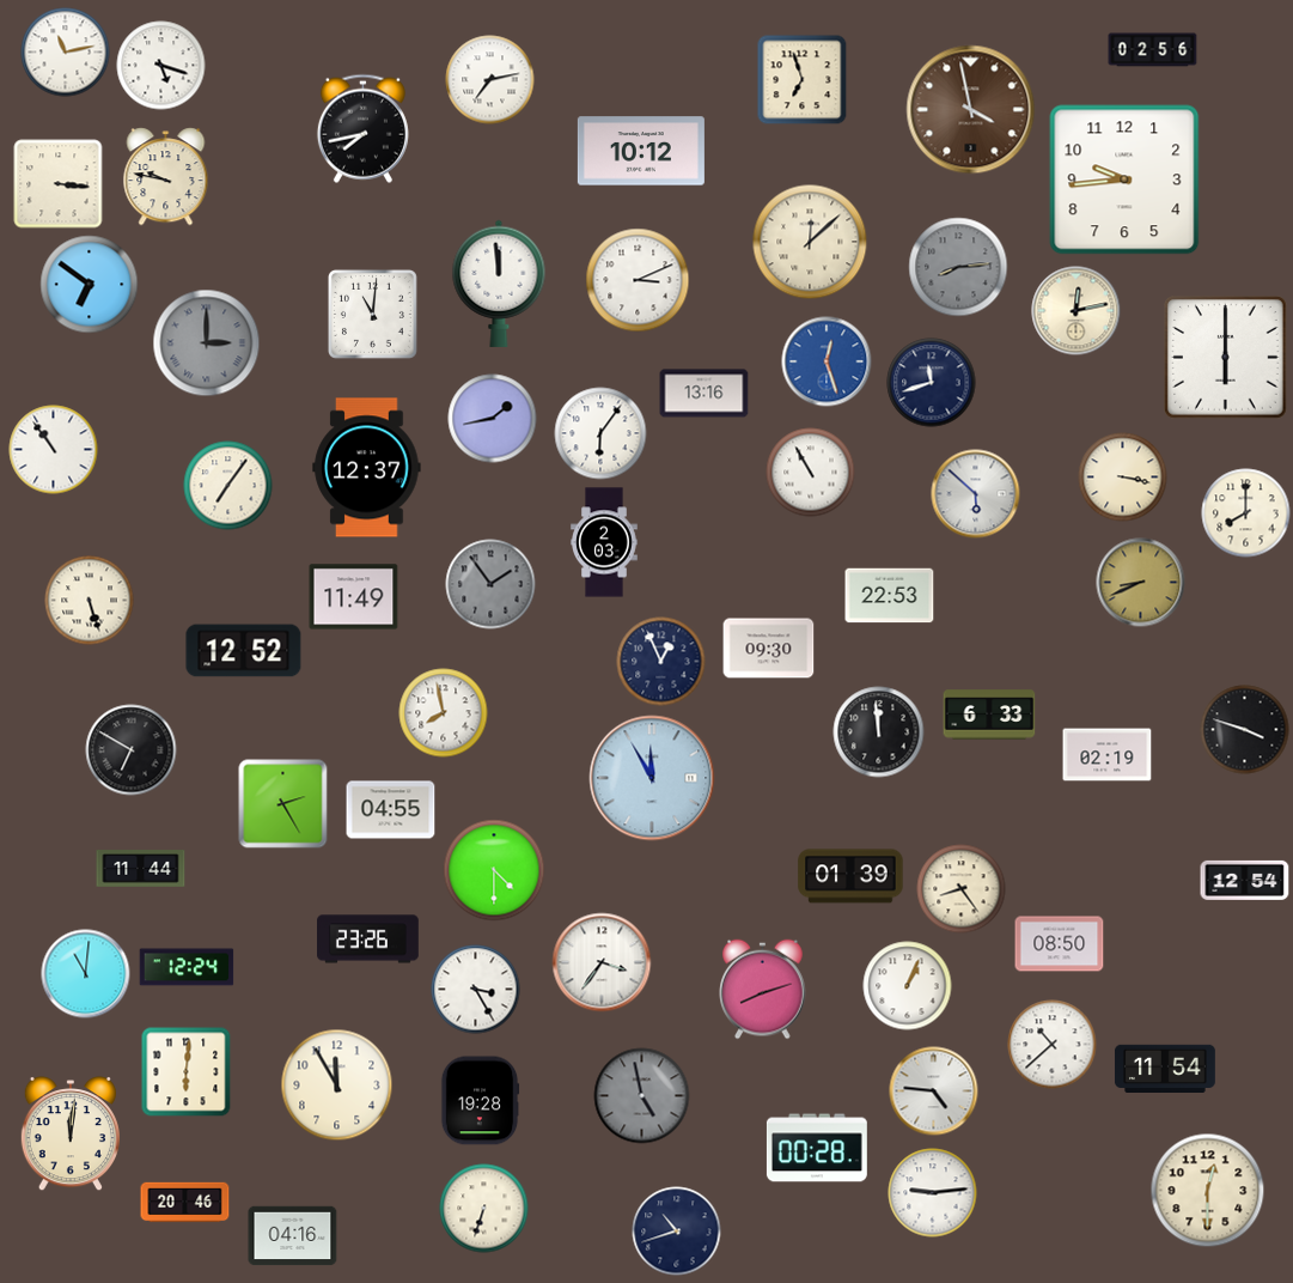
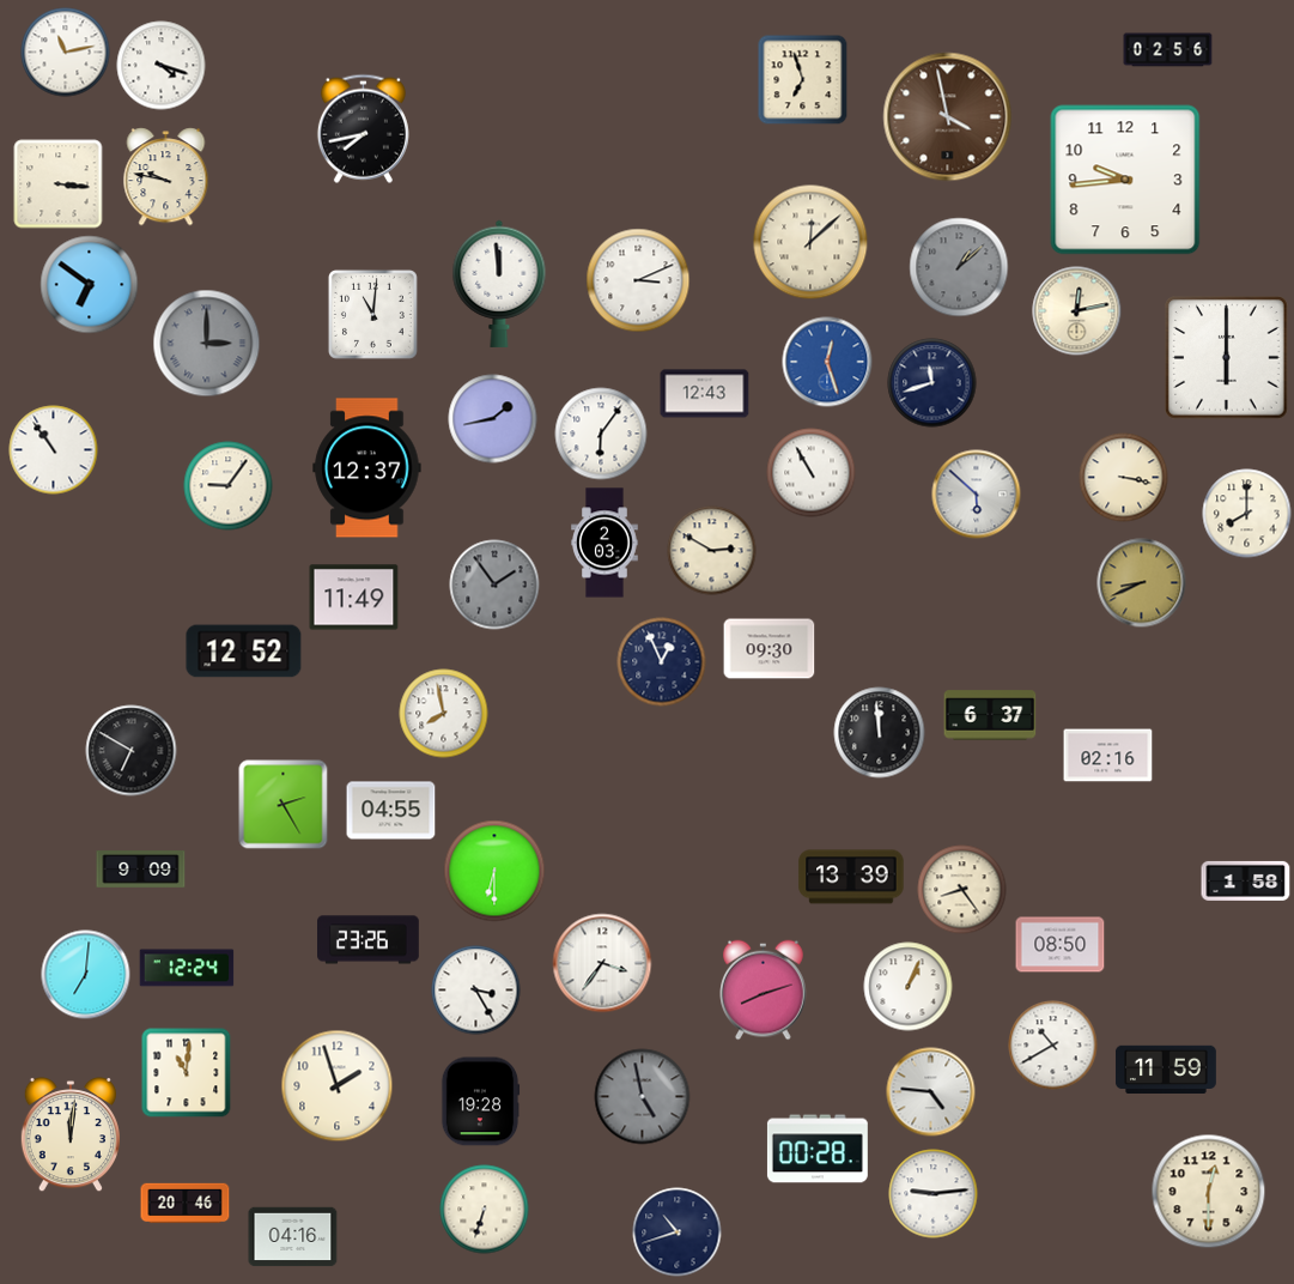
clock at (1153, 50) position: (1153, 50) -> (1168, 50)
clock at (161, 66): 5:18 -> 4:18
clock at (490, 80): 7:13 -> none
clock at (971, 110) position: (971, 110) -> (948, 117)
clock at (641, 151): 10:12 -> none
clock at (958, 267): 8:14 -> 1:08
clock at (705, 394): 13:16 -> 12:43
clock at (228, 486): 7:06 -> 9:06
clock at (712, 551): none -> 2:50
clock at (490, 584) position: (490, 584) -> (494, 585)
clock at (890, 596): 22:53 -> none
clock at (90, 601): 5:27 -> none
clock at (989, 715): 6:33 -> 6:37
clock at (1245, 730): 3:48 -> none
clock at (1108, 755): 02:19 -> 02:16
clock at (652, 778): 11:55 -> none
clock at (141, 869): 11:44 -> 9:09
clock at (494, 870): 4:30 -> 6:30
clock at (850, 876): 01:39 -> 13:39
clock at (1245, 880): 12:54 -> 1:58
clock at (86, 974): 11:01 -> 7:01
clock at (1053, 1045): 10:38 -> 10:40
clock at (1165, 1069): 11:54 -> 11:59
clock at (187, 1072): 6:01 -> 11:01
clock at (337, 1086): 11:55 -> 1:57
clock at (934, 1092) position: (934, 1092) -> (931, 1092)
